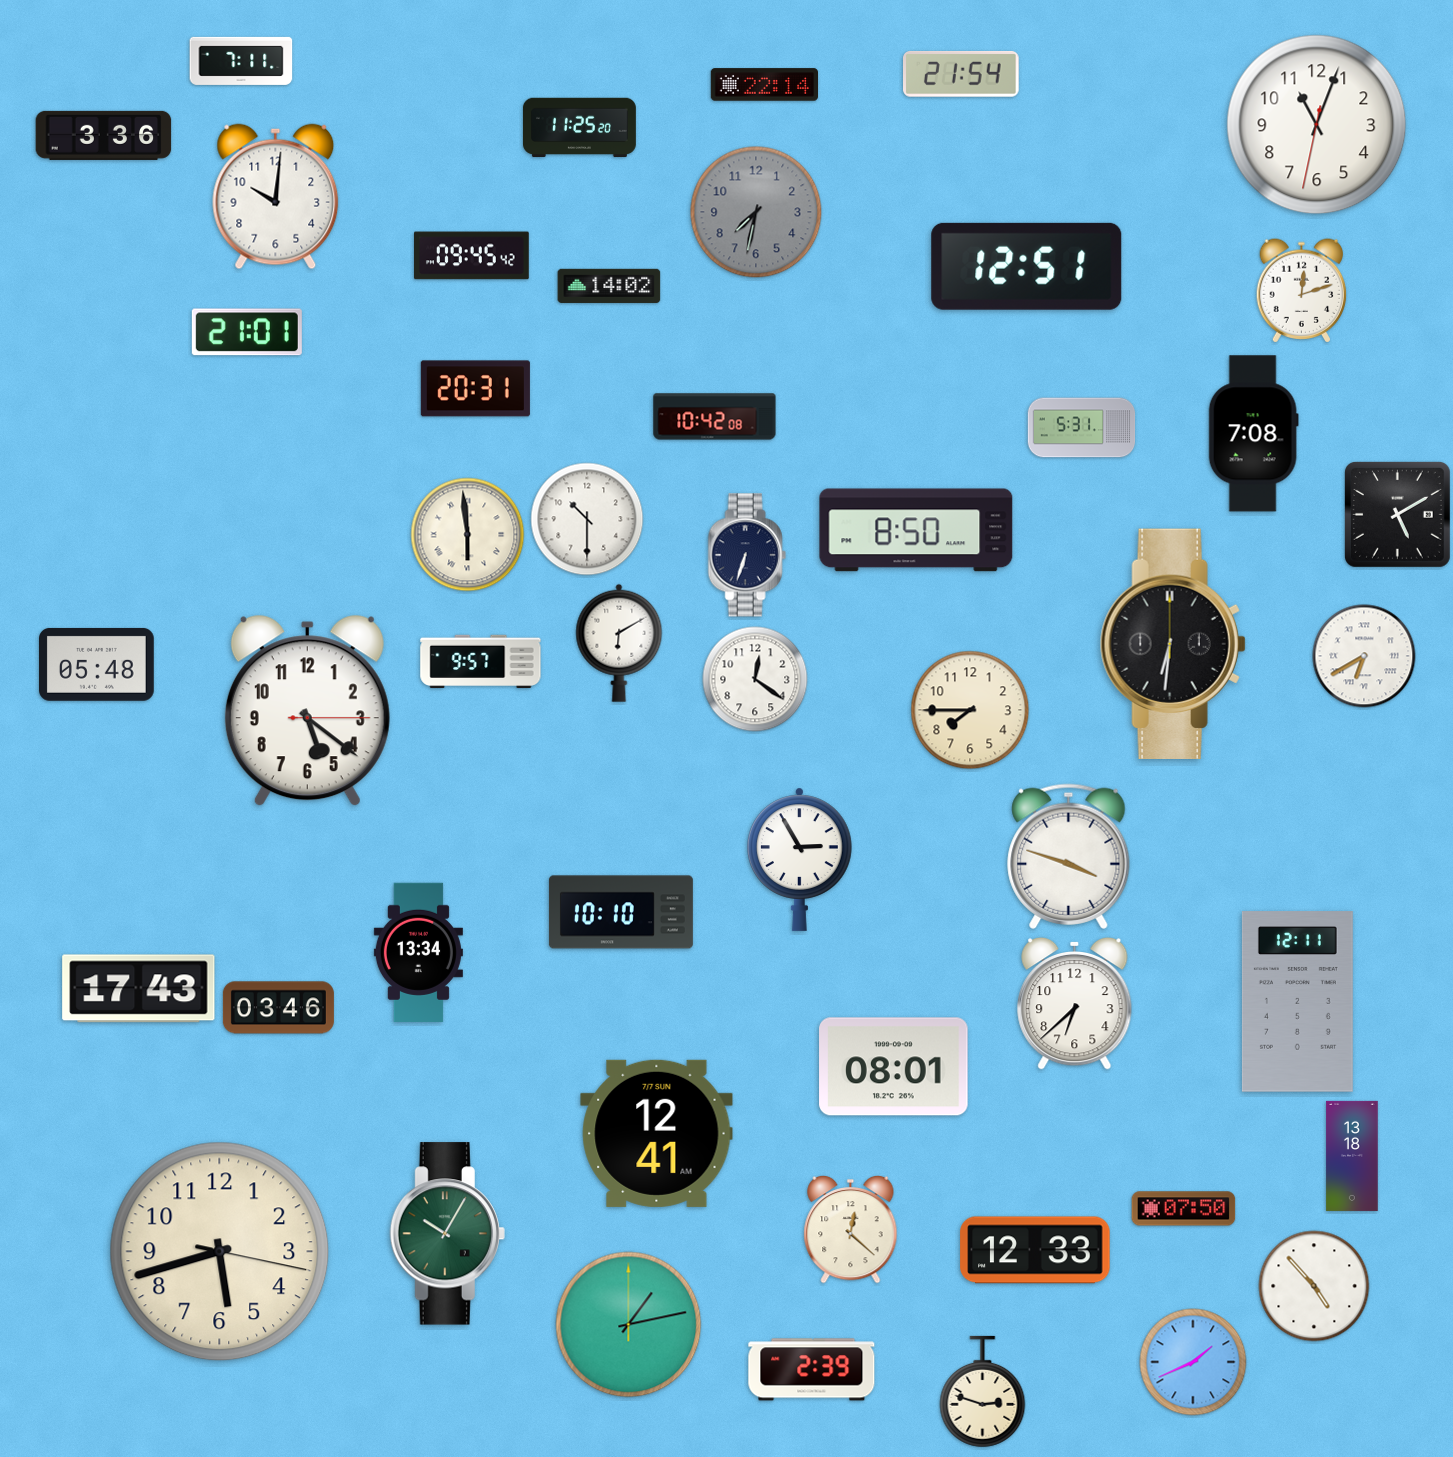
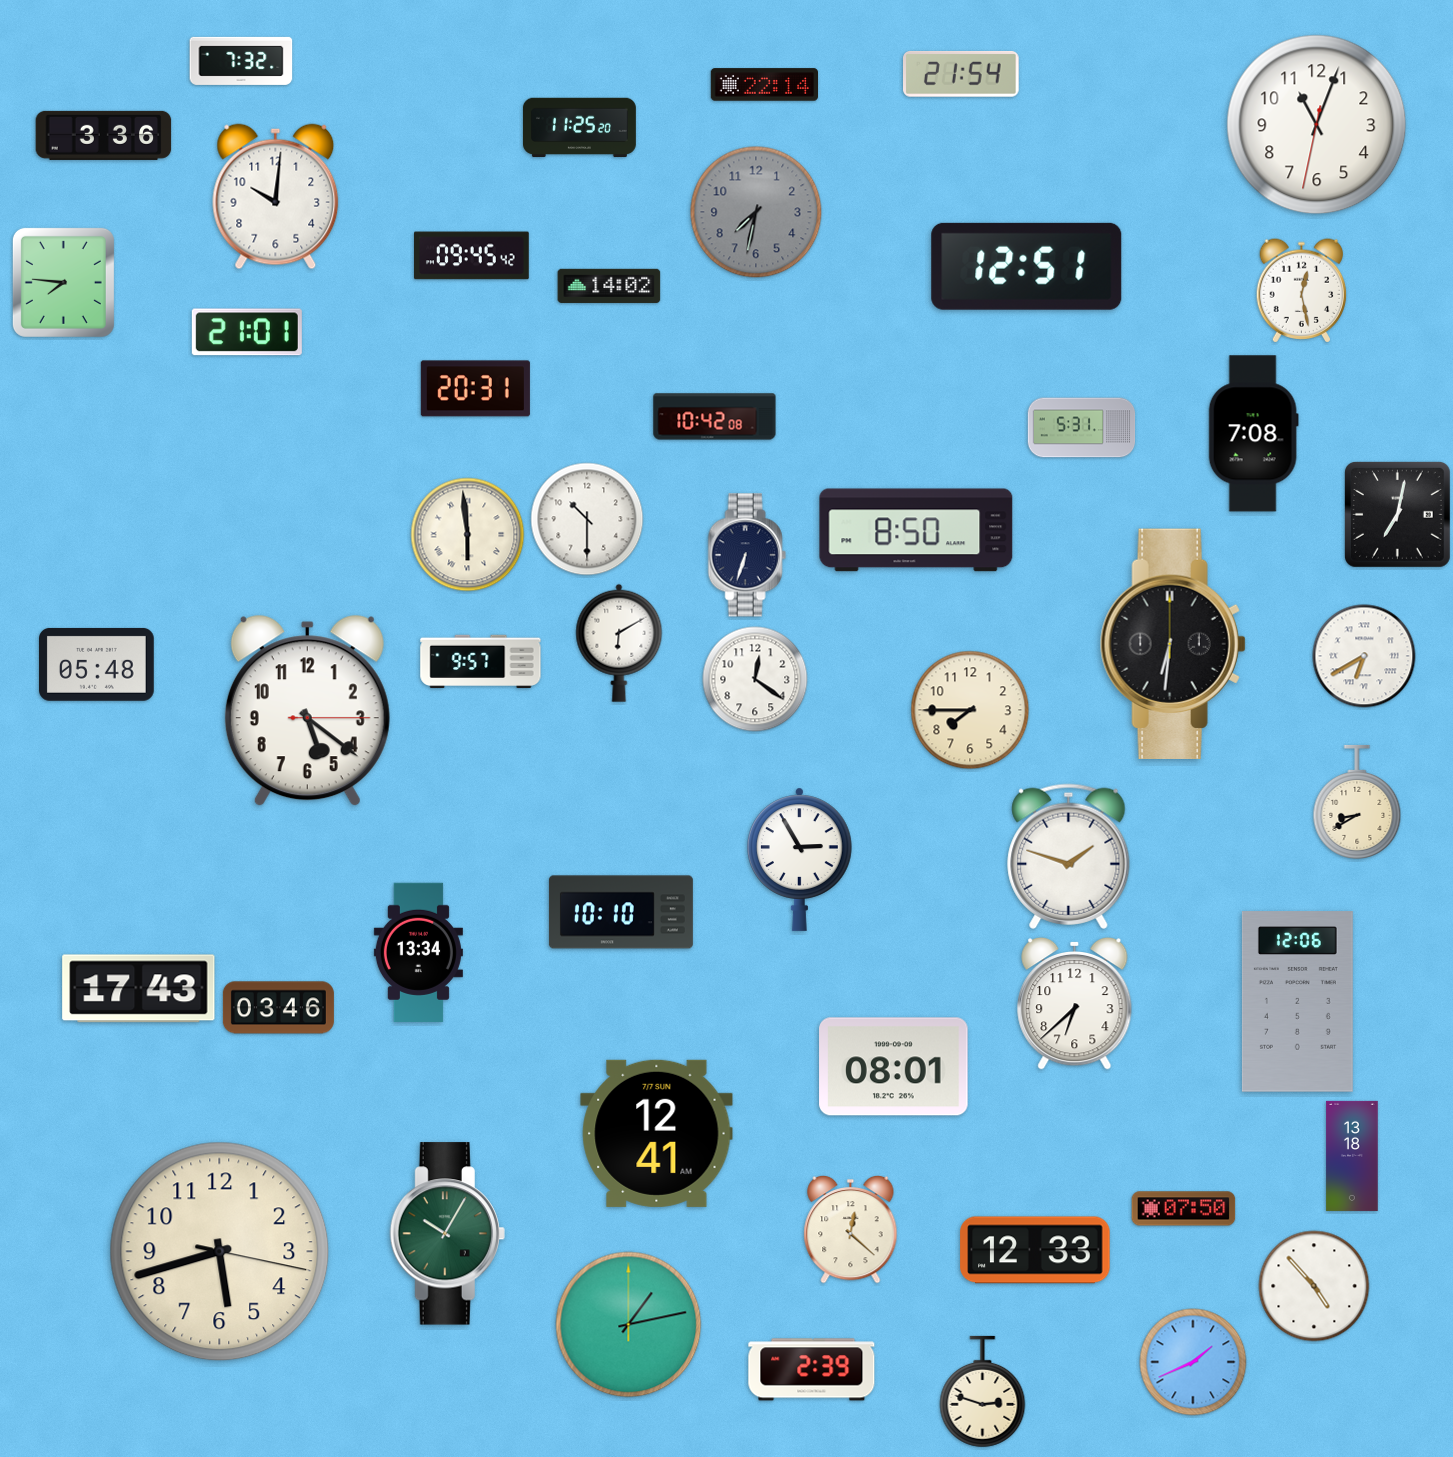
clock at (241, 61): 7:11 -> 7:32
clock at (63, 282): none -> 7:46
clock at (1302, 291): 12:12 -> 12:28
clock at (1398, 514): 5:10 -> 7:02
clock at (1357, 802): none -> 8:40
clock at (1069, 856): 3:48 -> 1:48
clock at (1297, 1002): 12:11 -> 12:06
